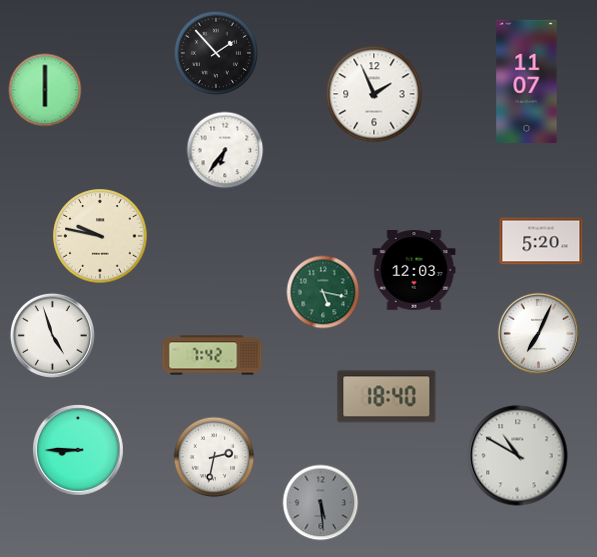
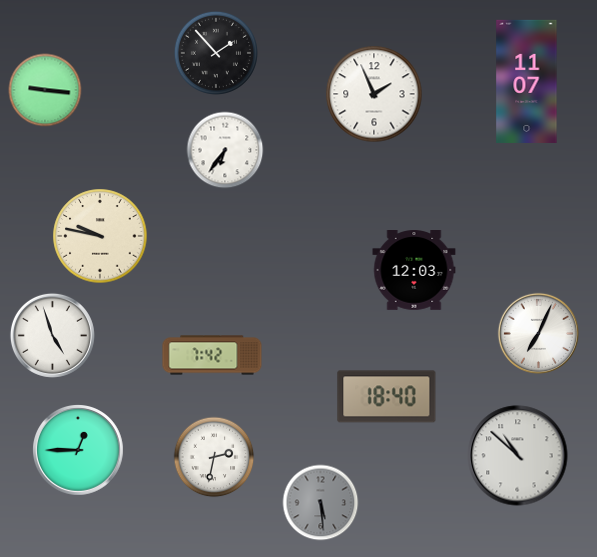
clock at (45, 90): 6:00 -> 9:16
clock at (541, 241): 5:20 -> none
clock at (323, 292): 5:17 -> none
clock at (79, 451): 8:45 -> 12:45
clock at (518, 456): 10:50 -> 10:52
